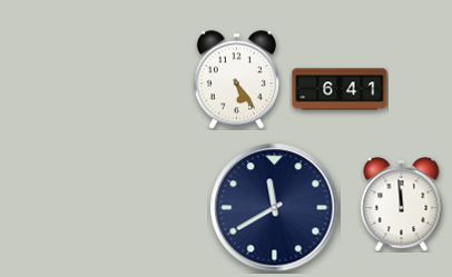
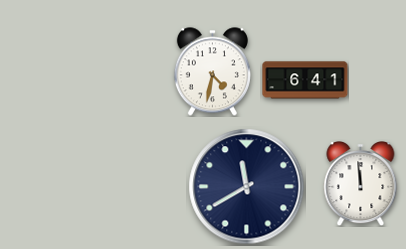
clock at (236, 80): 5:24 -> 4:32
